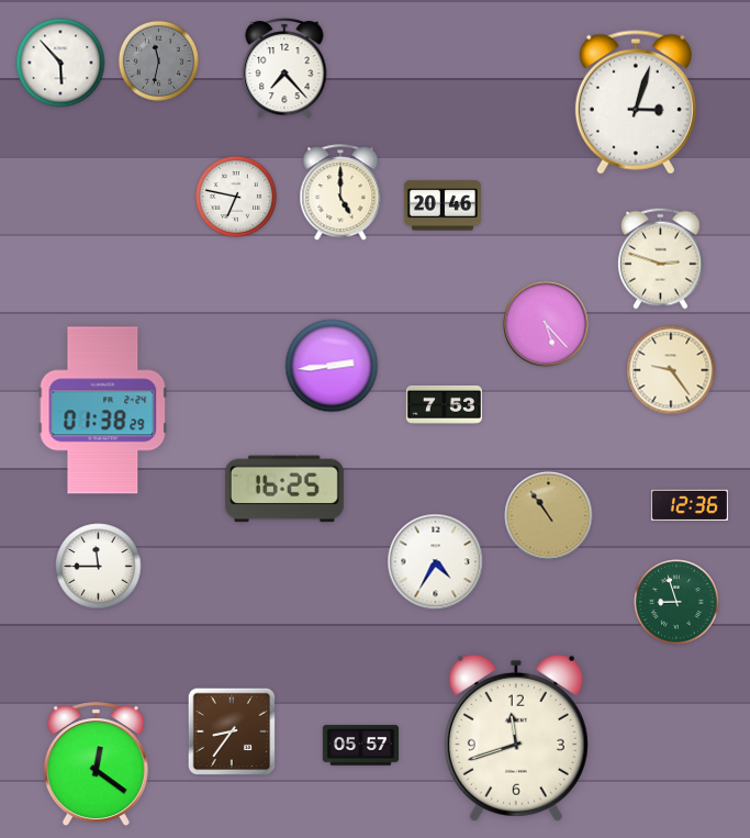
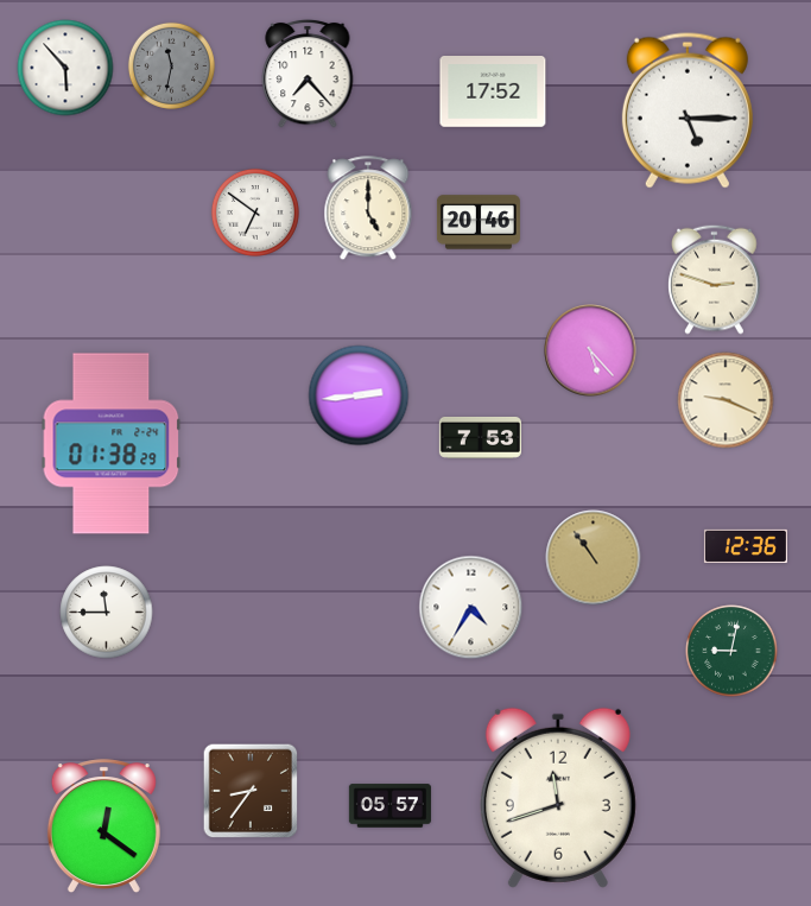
clock at (493, 93): none -> 17:52
clock at (636, 102): 3:03 -> 5:15
clock at (236, 197): 6:47 -> 6:51
clock at (671, 370): 9:24 -> 9:19
clock at (284, 489): 16:25 -> none
clock at (676, 602): 8:57 -> 9:02
